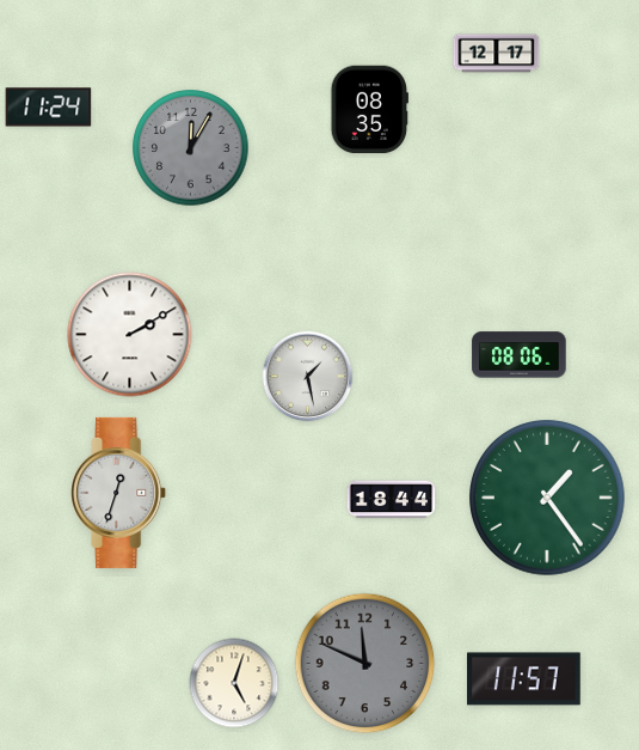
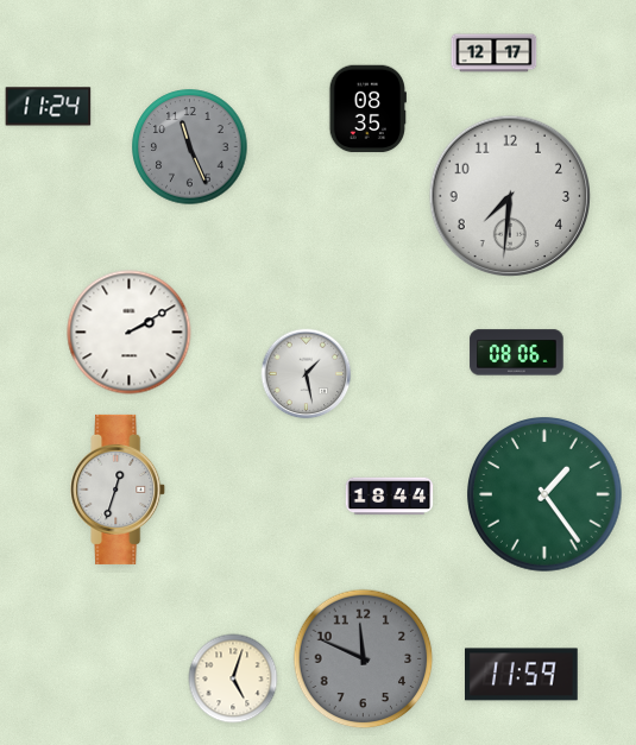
clock at (191, 148): 12:05 -> 11:26
clock at (510, 196): none -> 7:31
clock at (524, 679): 11:57 -> 11:59
